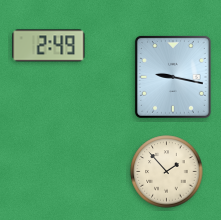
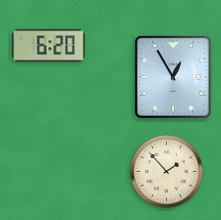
clock at (49, 46): 2:49 -> 6:20
clock at (173, 77): 9:17 -> 12:55
